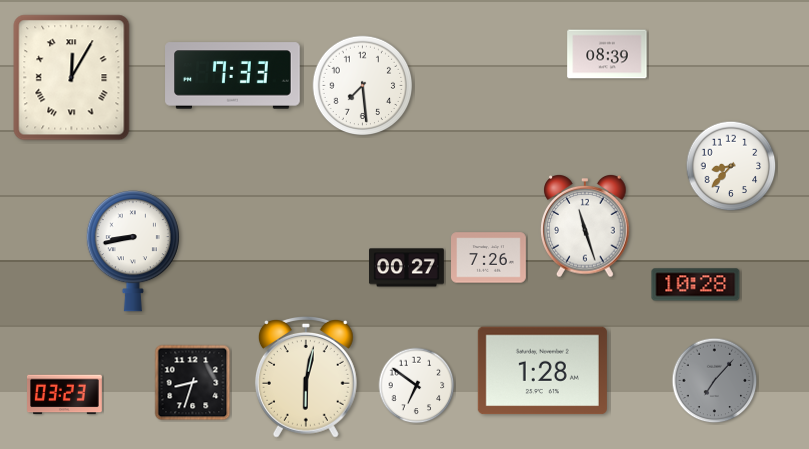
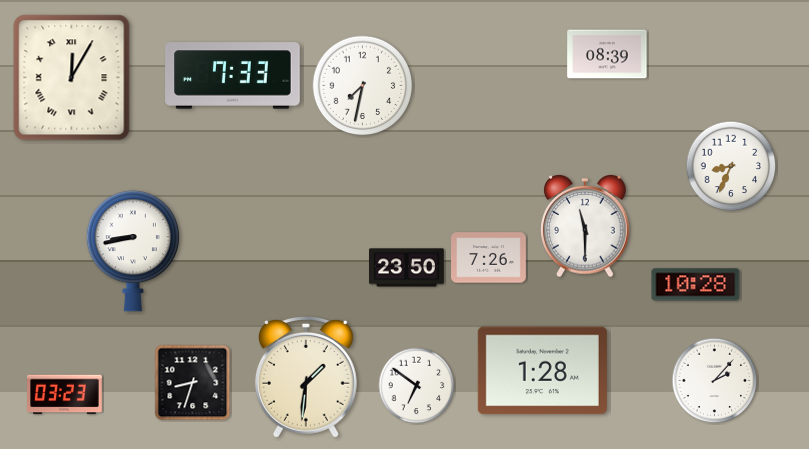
clock at (363, 86): 7:29 -> 7:32
clock at (731, 166): 8:37 -> 8:34
clock at (585, 227): 11:27 -> 11:30
clock at (407, 268): 00:27 -> 23:50
clock at (306, 377): 6:02 -> 1:31
clock at (715, 381): 7:07 -> 2:07
clock at (715, 381) dial: grey -> white
